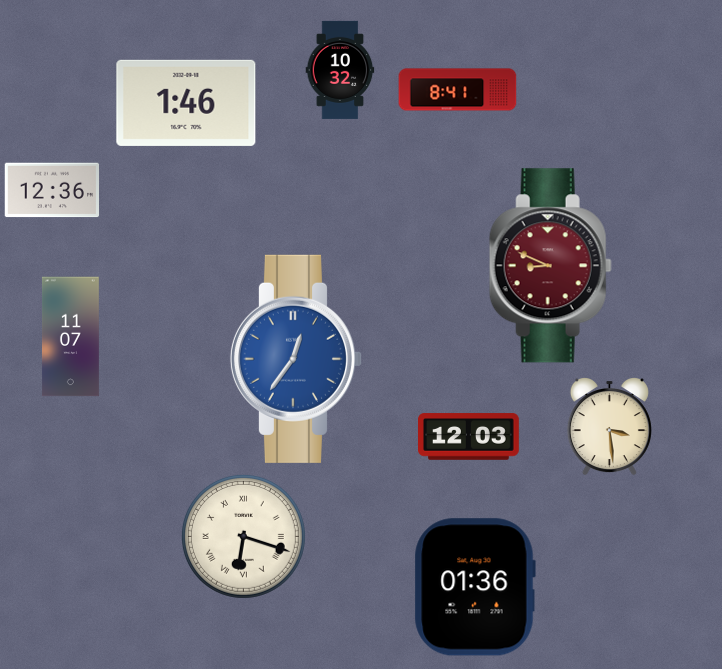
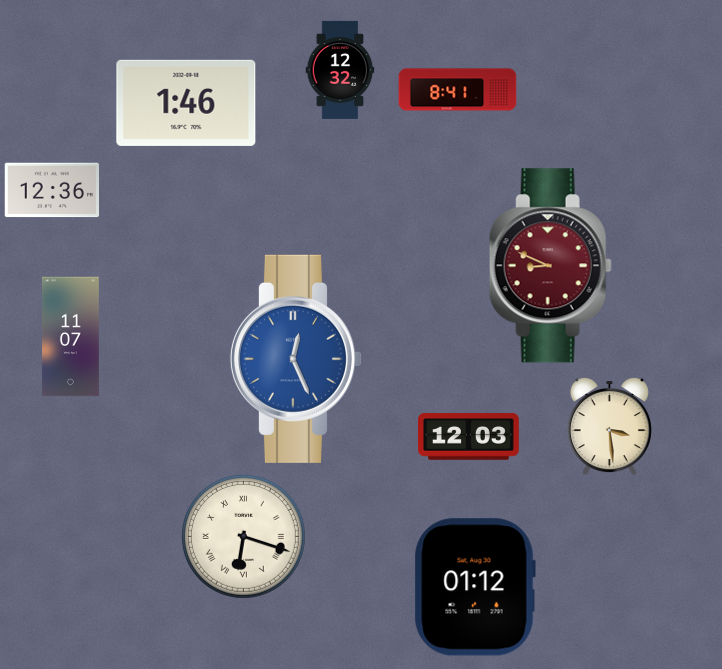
clock at (340, 70): 10:32 -> 12:32
clock at (295, 359): 12:36 -> 12:26
clock at (475, 587): 01:36 -> 01:12
